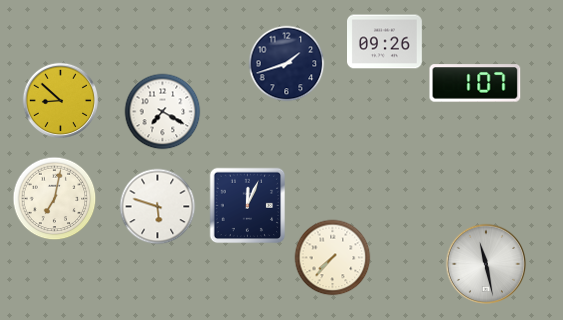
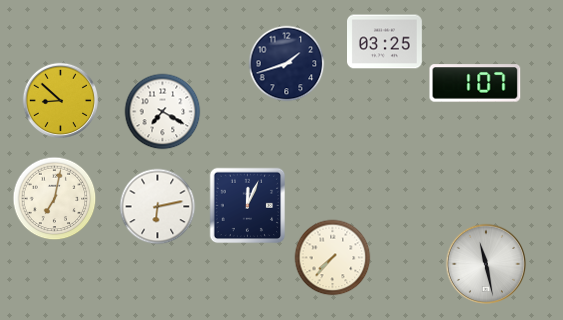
clock at (385, 42): 09:26 -> 03:25
clock at (158, 207): 5:48 -> 6:13
